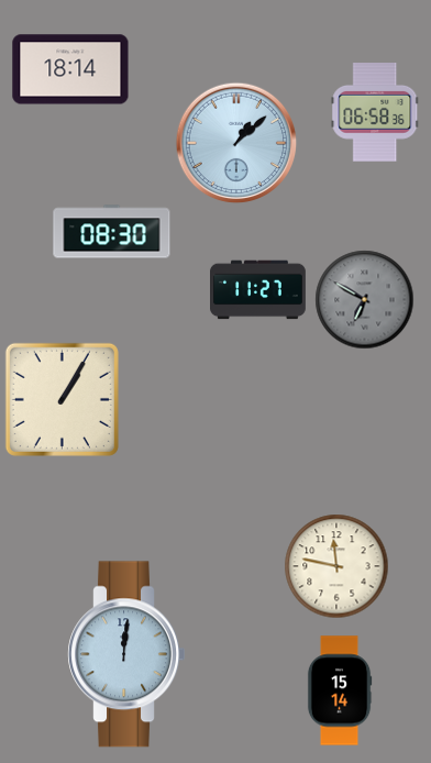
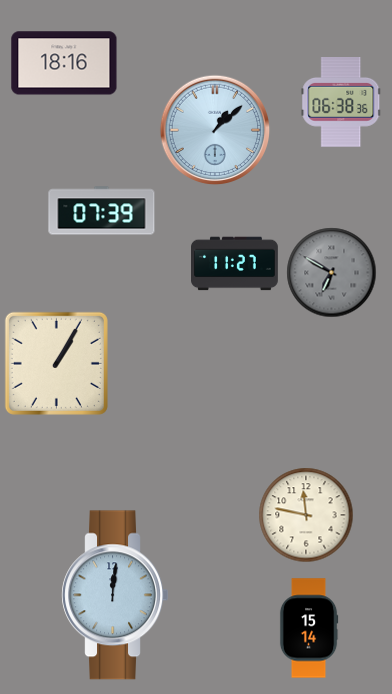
clock at (70, 69): 18:14 -> 18:16
clock at (375, 113): 06:58 -> 06:38
clock at (112, 232): 08:30 -> 07:39
